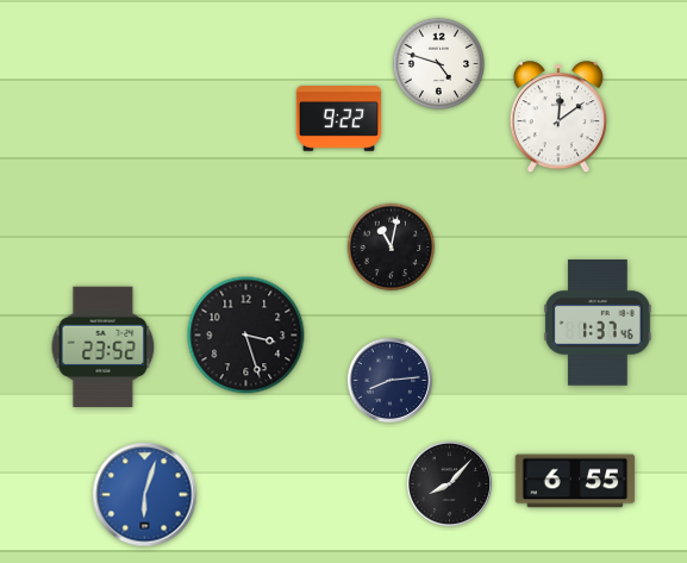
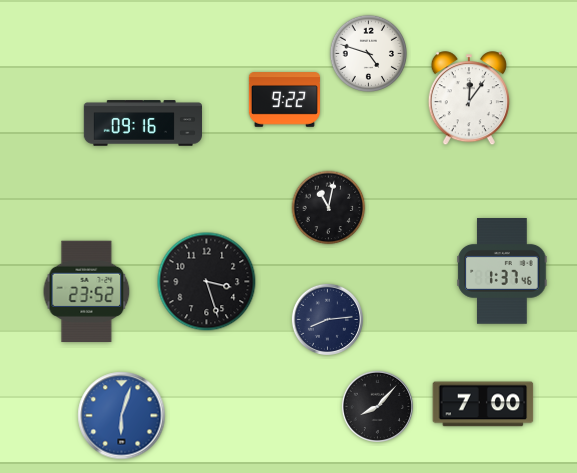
clock at (558, 118): 12:09 -> 12:06
clock at (142, 123): none -> 09:16
clock at (575, 481): 6:55 -> 7:00
